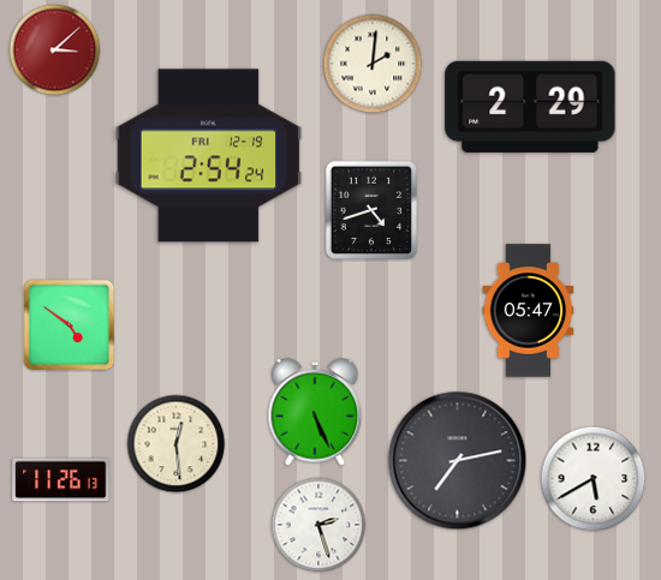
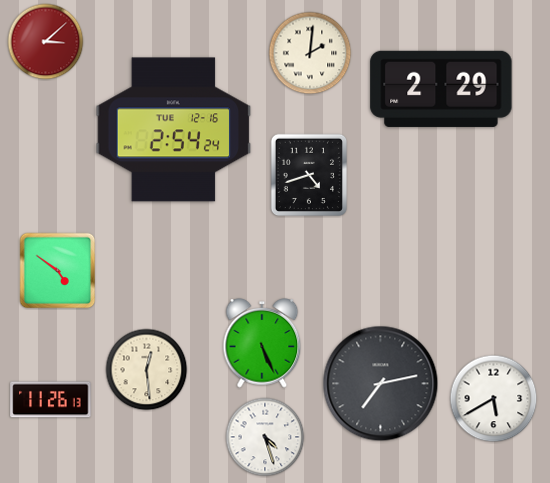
clock at (209, 156) date: FRI 12-19 -> TUE 12-16
clock at (529, 311): 05:47 -> none
clock at (318, 525): 2:27 -> 4:27
